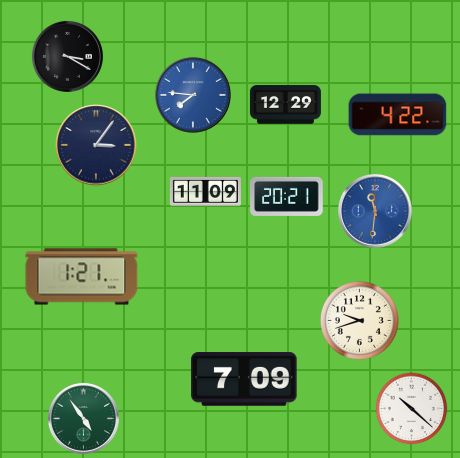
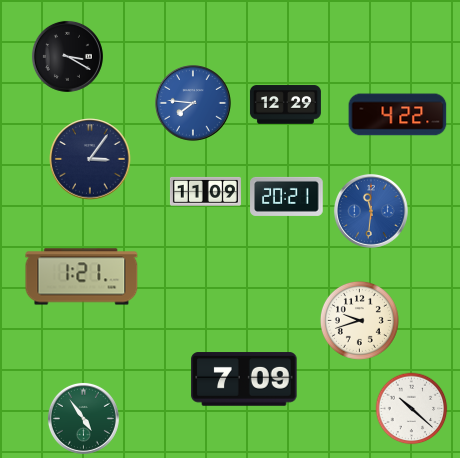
clock at (193, 95) position: (193, 95) -> (193, 103)
clock at (96, 145) position: (96, 145) -> (90, 159)
clock at (375, 211) position: (375, 211) -> (371, 211)
